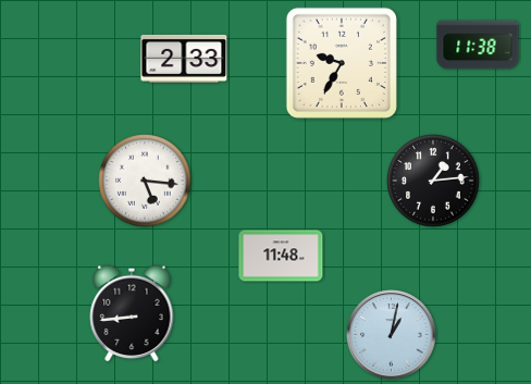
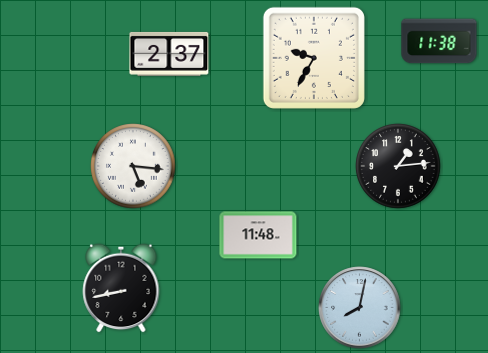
clock at (184, 59): 2:33 -> 2:37
clock at (132, 313): 8:44 -> 8:43
clock at (392, 335): 1:02 -> 8:02
